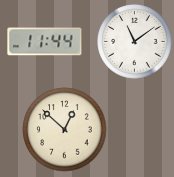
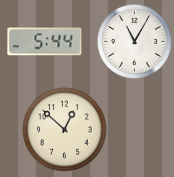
clock at (45, 42): 11:44 -> 5:44
clock at (135, 42): 11:09 -> 11:05
